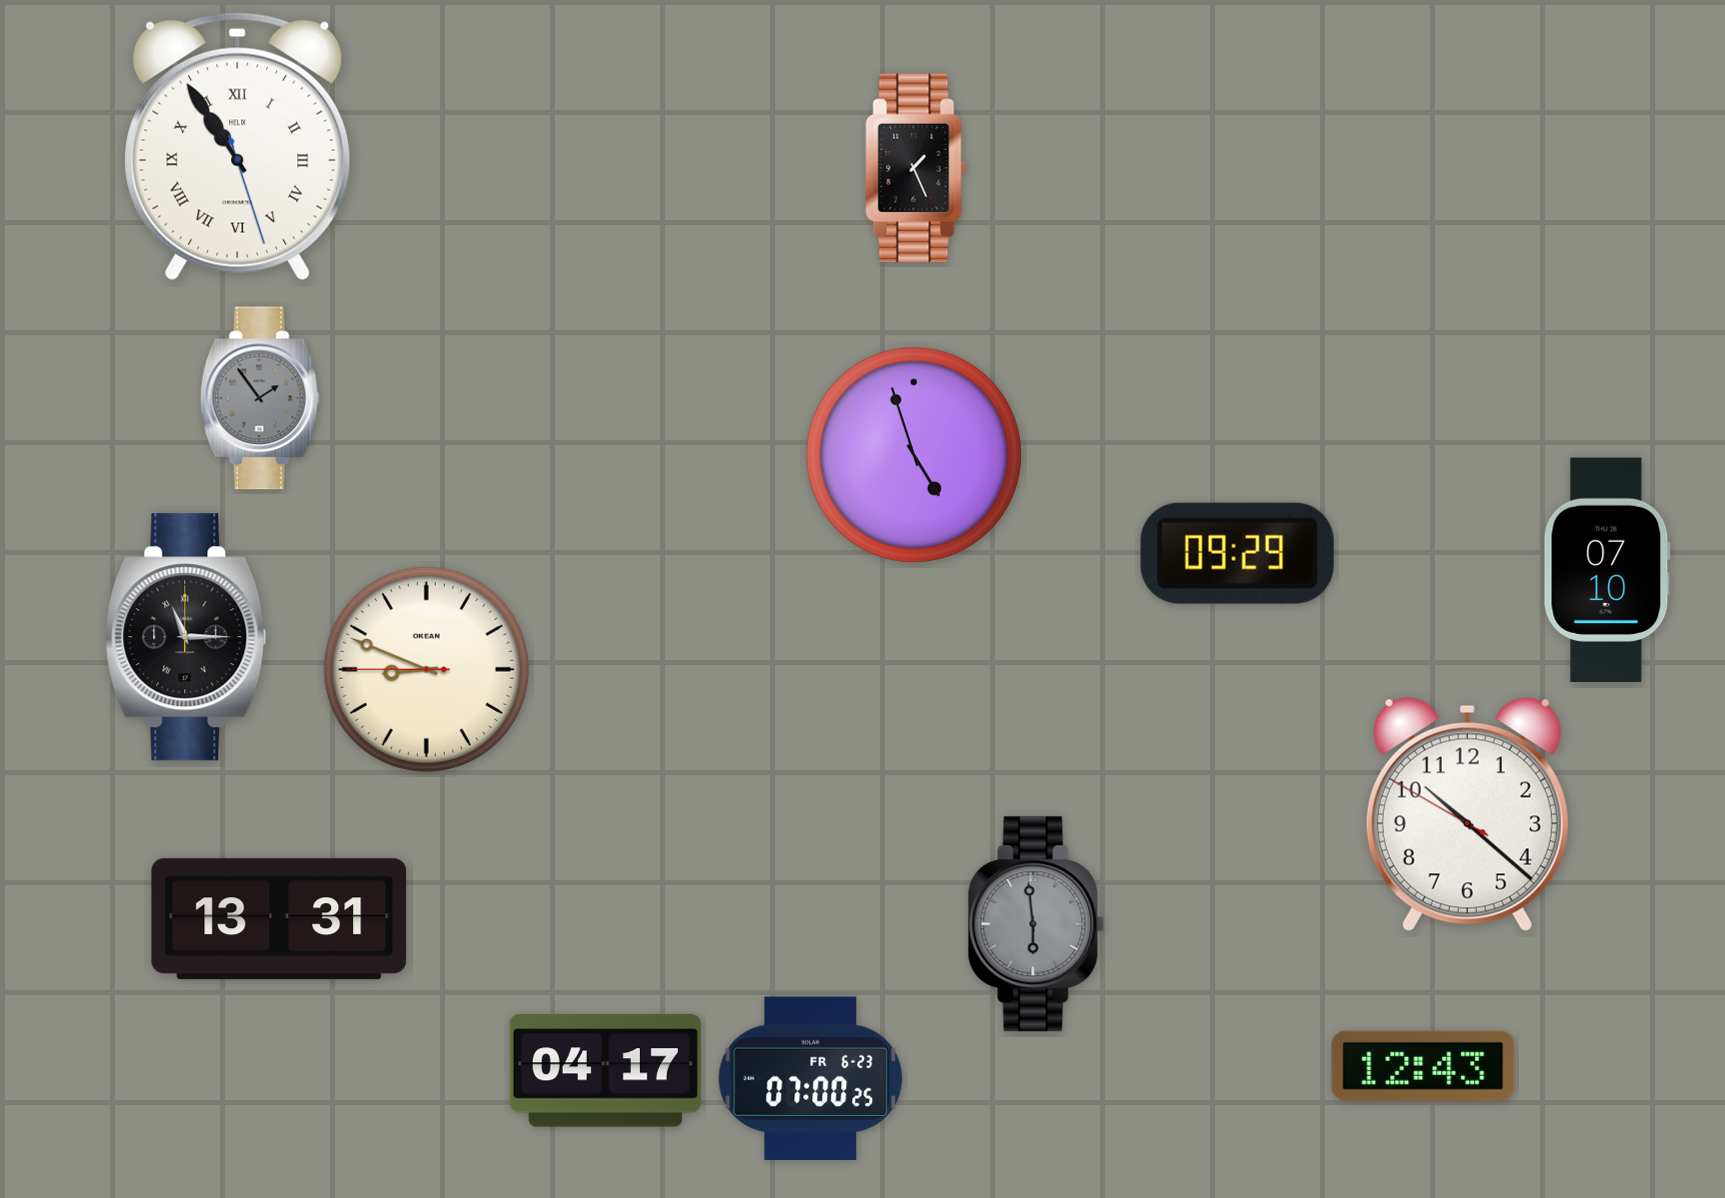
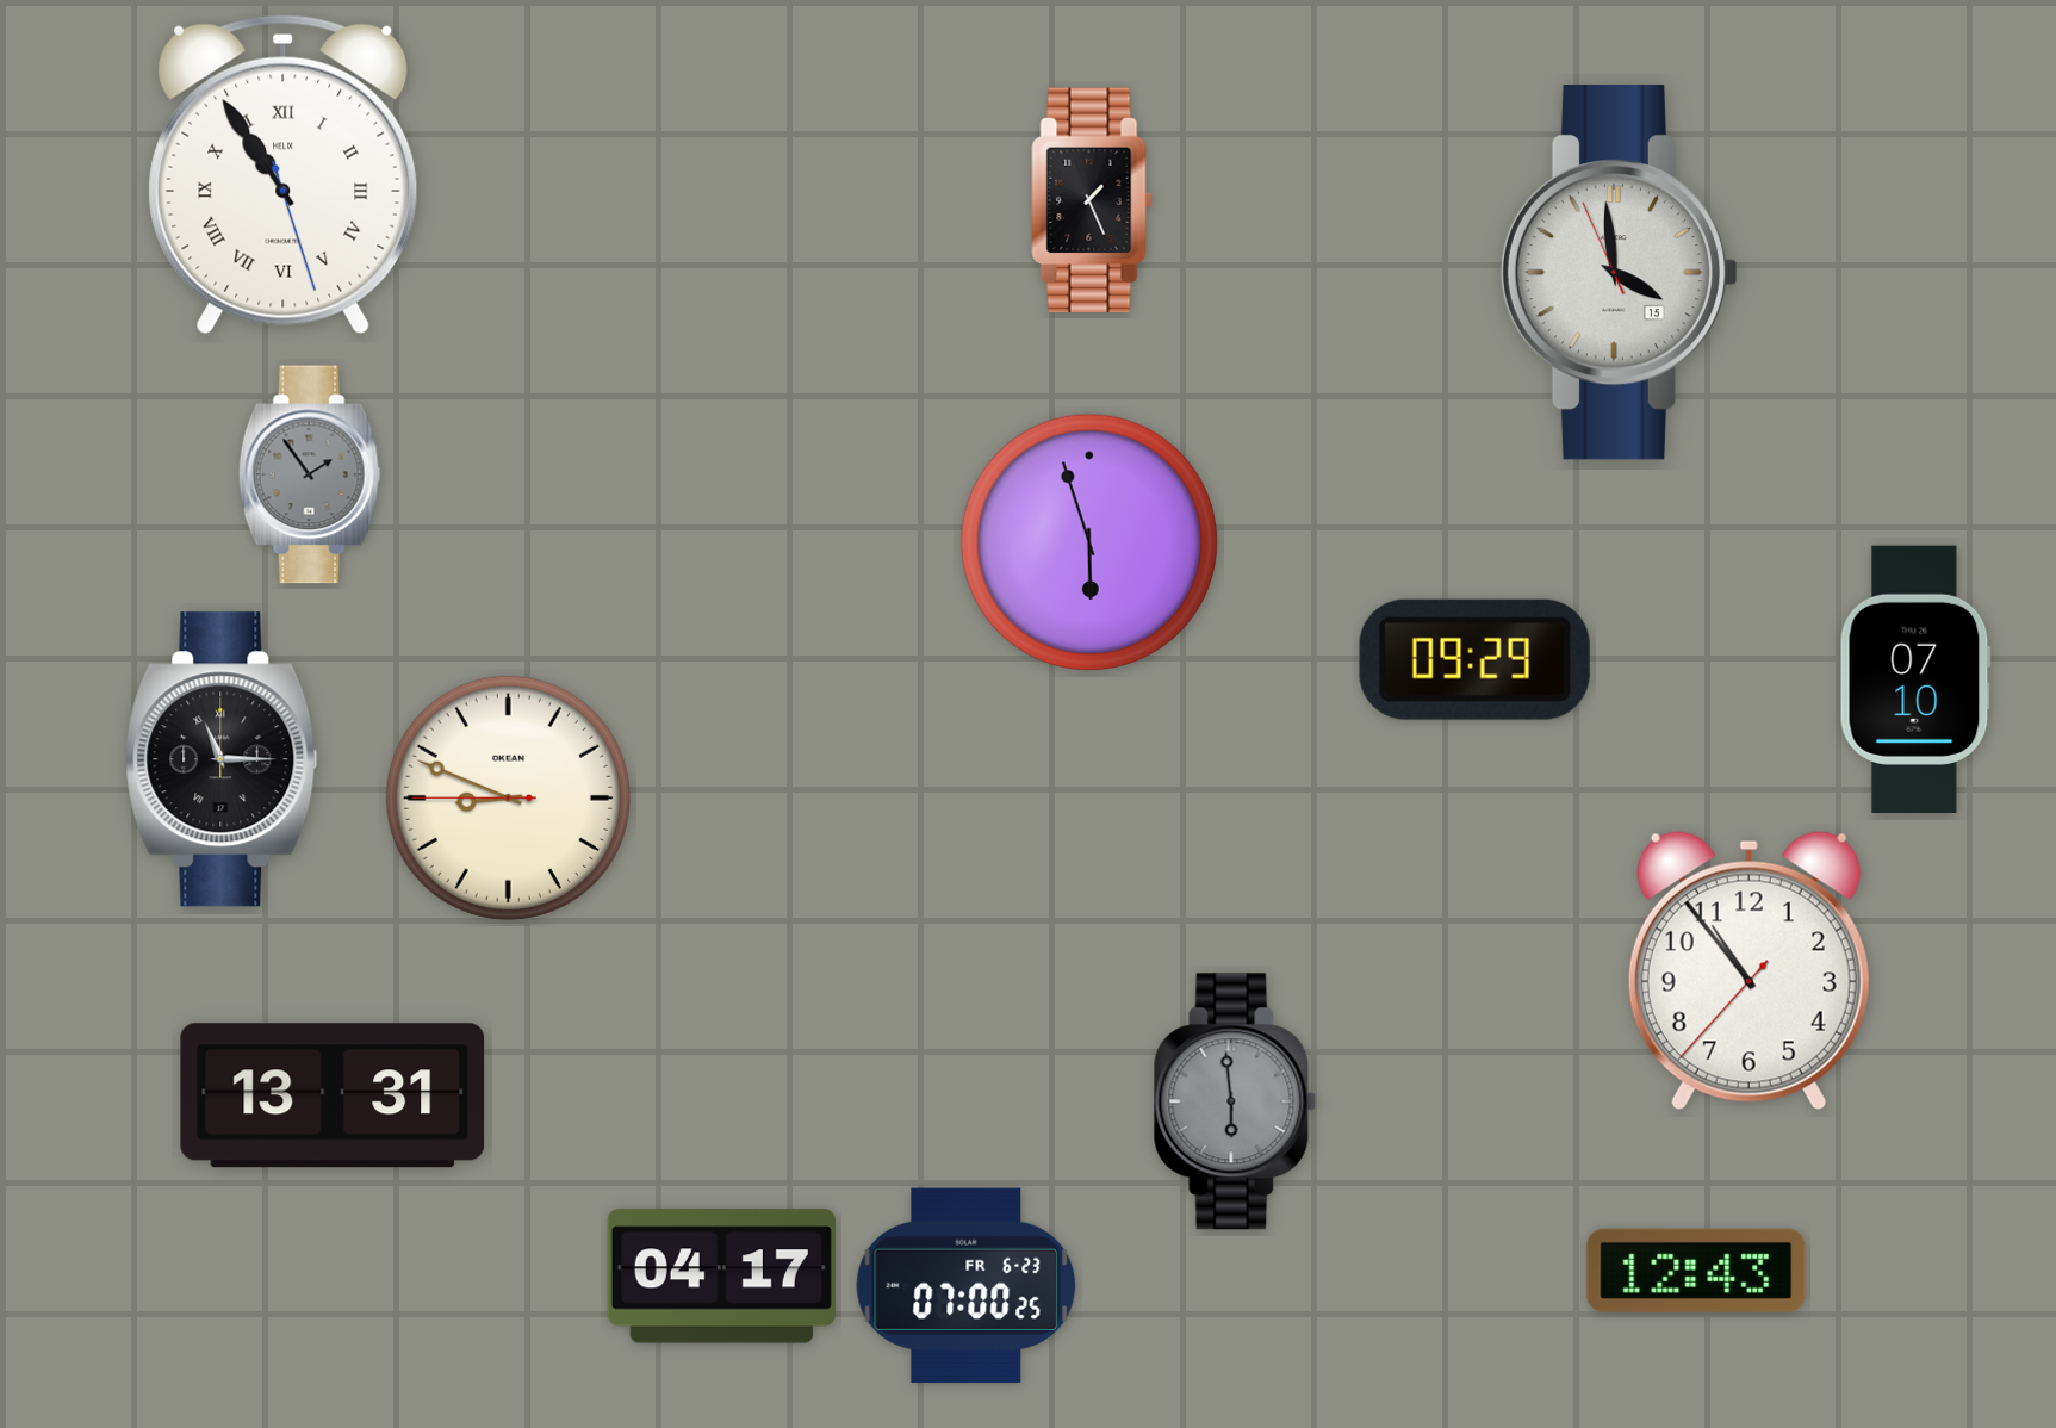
clock at (1619, 273): none -> 3:58
clock at (914, 455): 4:57 -> 5:57
clock at (1467, 815): 10:21 -> 10:53
